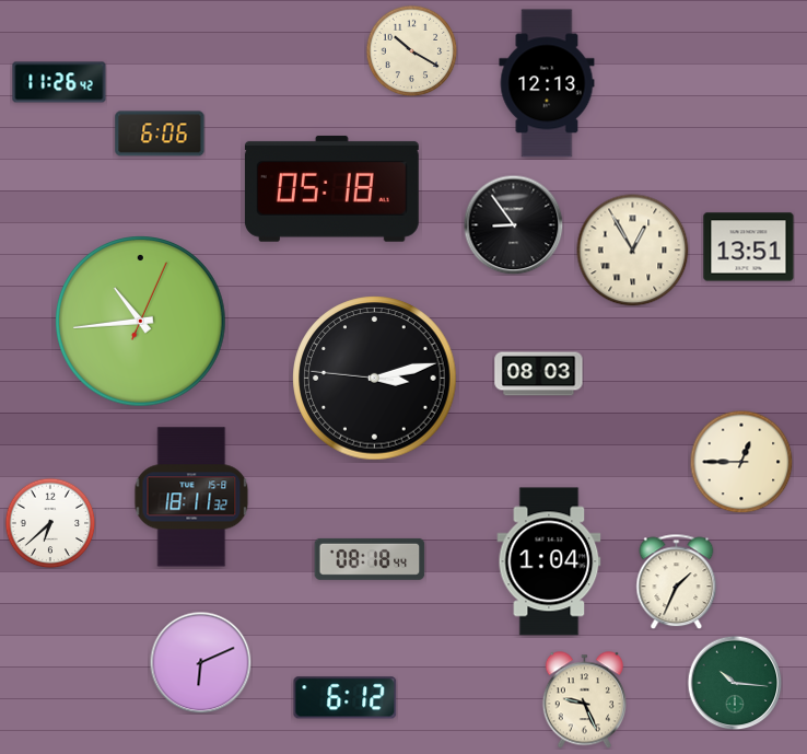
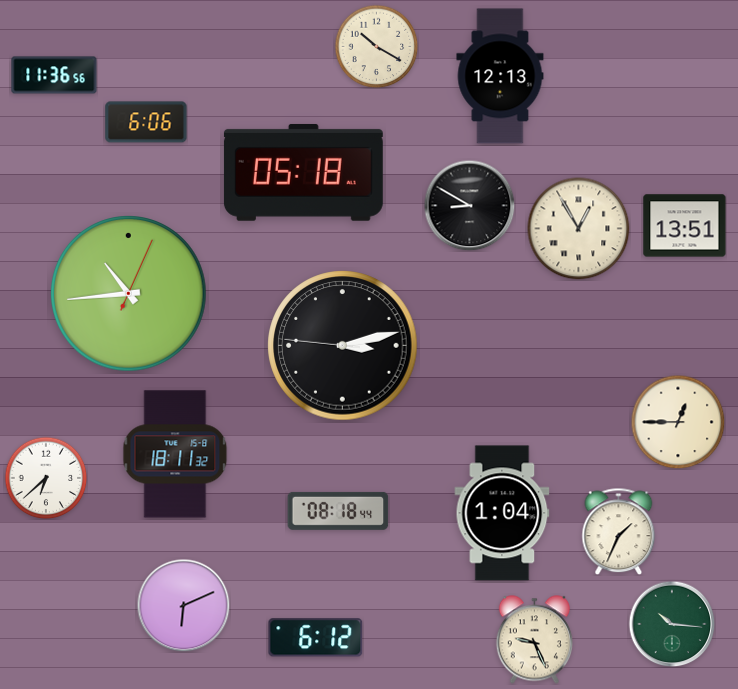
clock at (59, 82): 11:26 -> 11:36
clock at (513, 224): 8:54 -> 8:50
clock at (539, 374): 08:03 -> none
